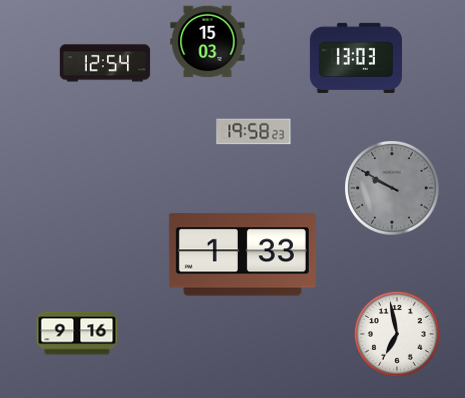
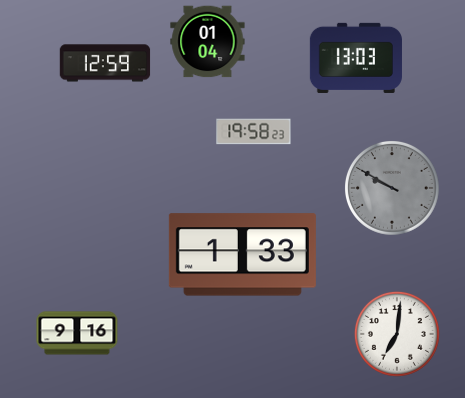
clock at (208, 42): 15:03 -> 01:04
clock at (105, 63): 12:54 -> 12:59
clock at (397, 334): 6:58 -> 7:01
